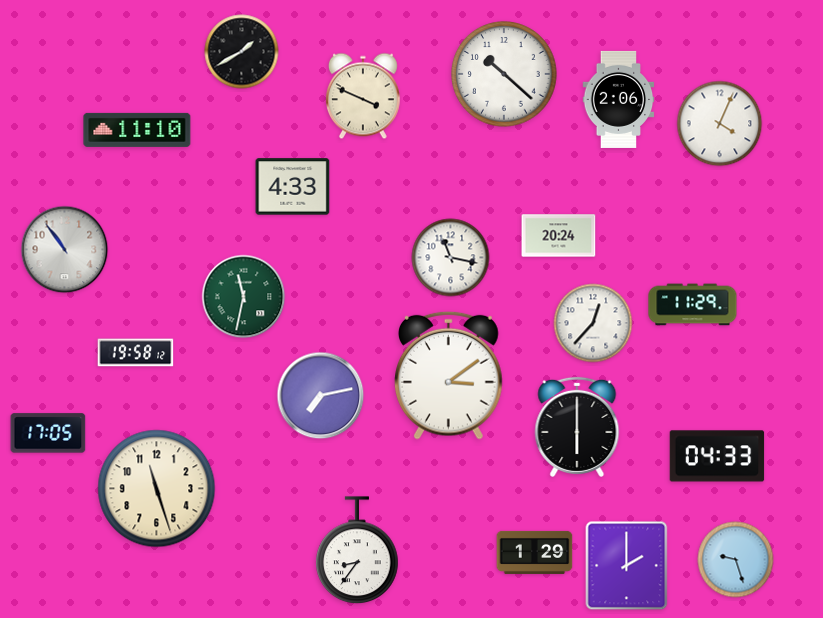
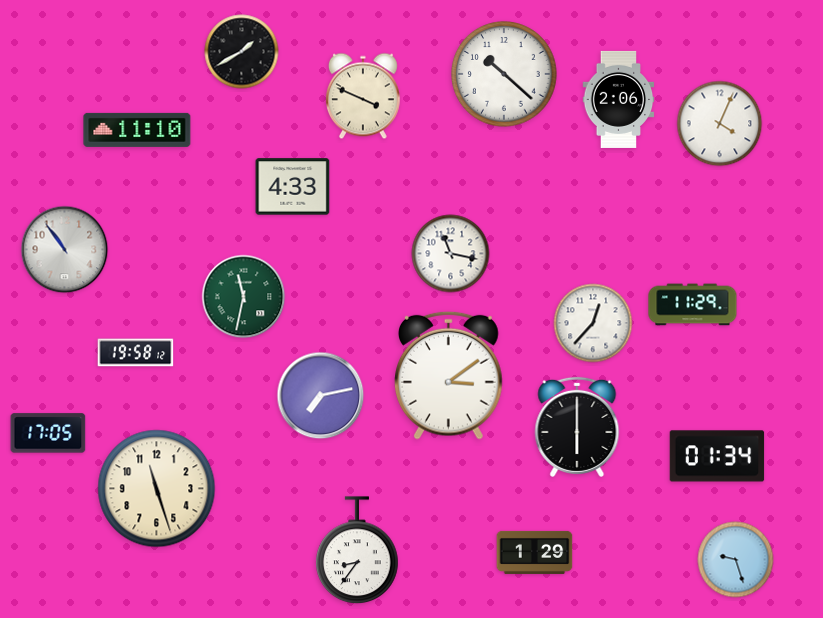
clock at (559, 236): 20:24 -> none
clock at (451, 258) position: (451, 258) -> (451, 254)
clock at (717, 456): 04:33 -> 01:34
clock at (627, 566): 2:00 -> none
